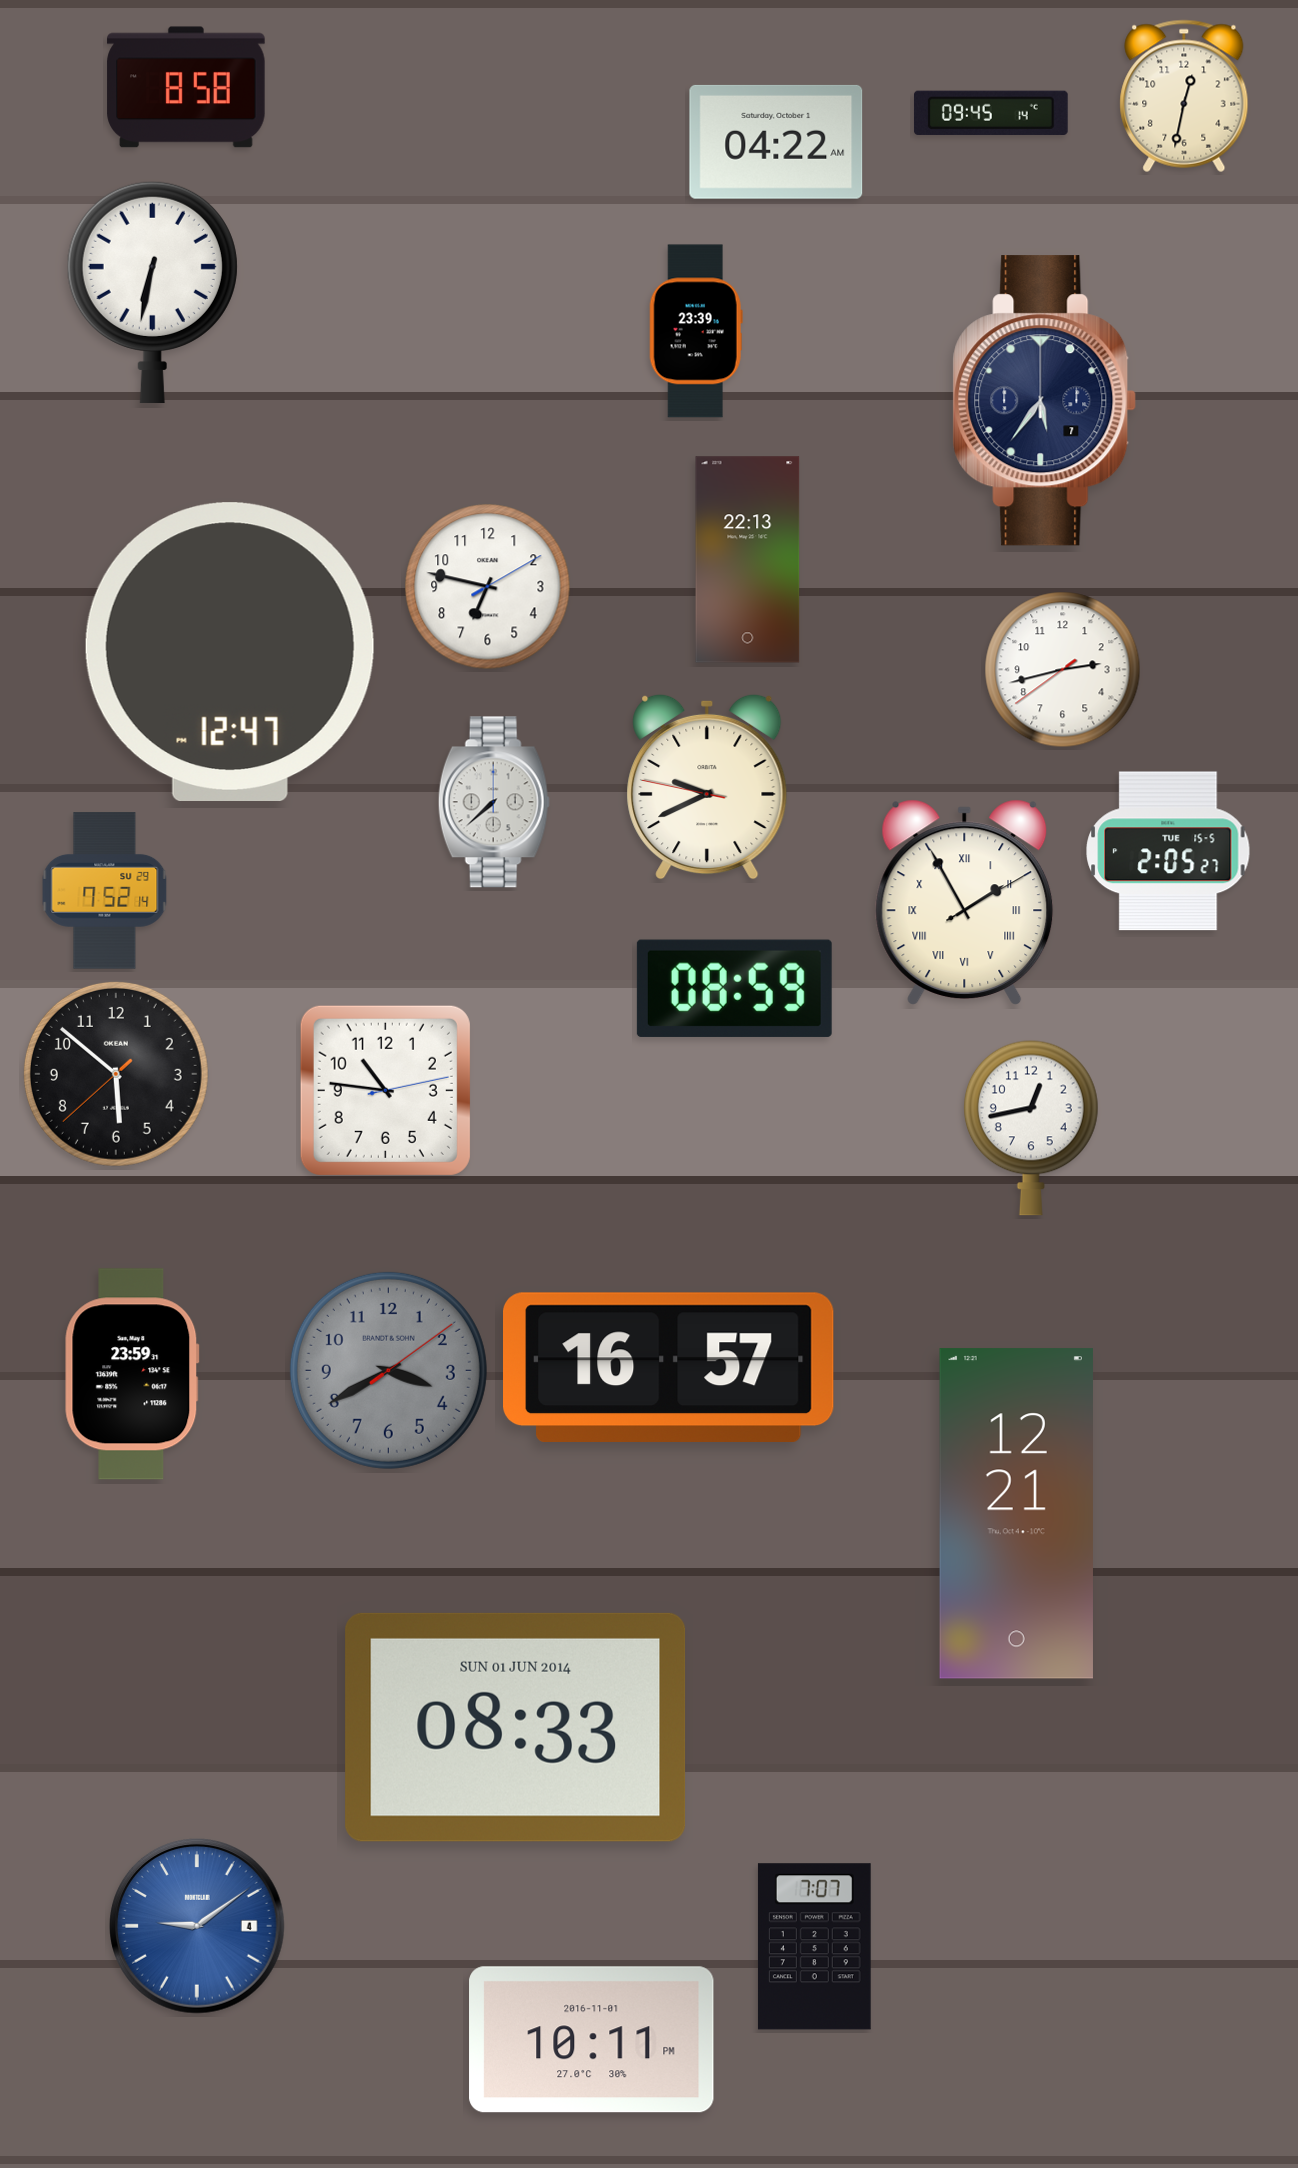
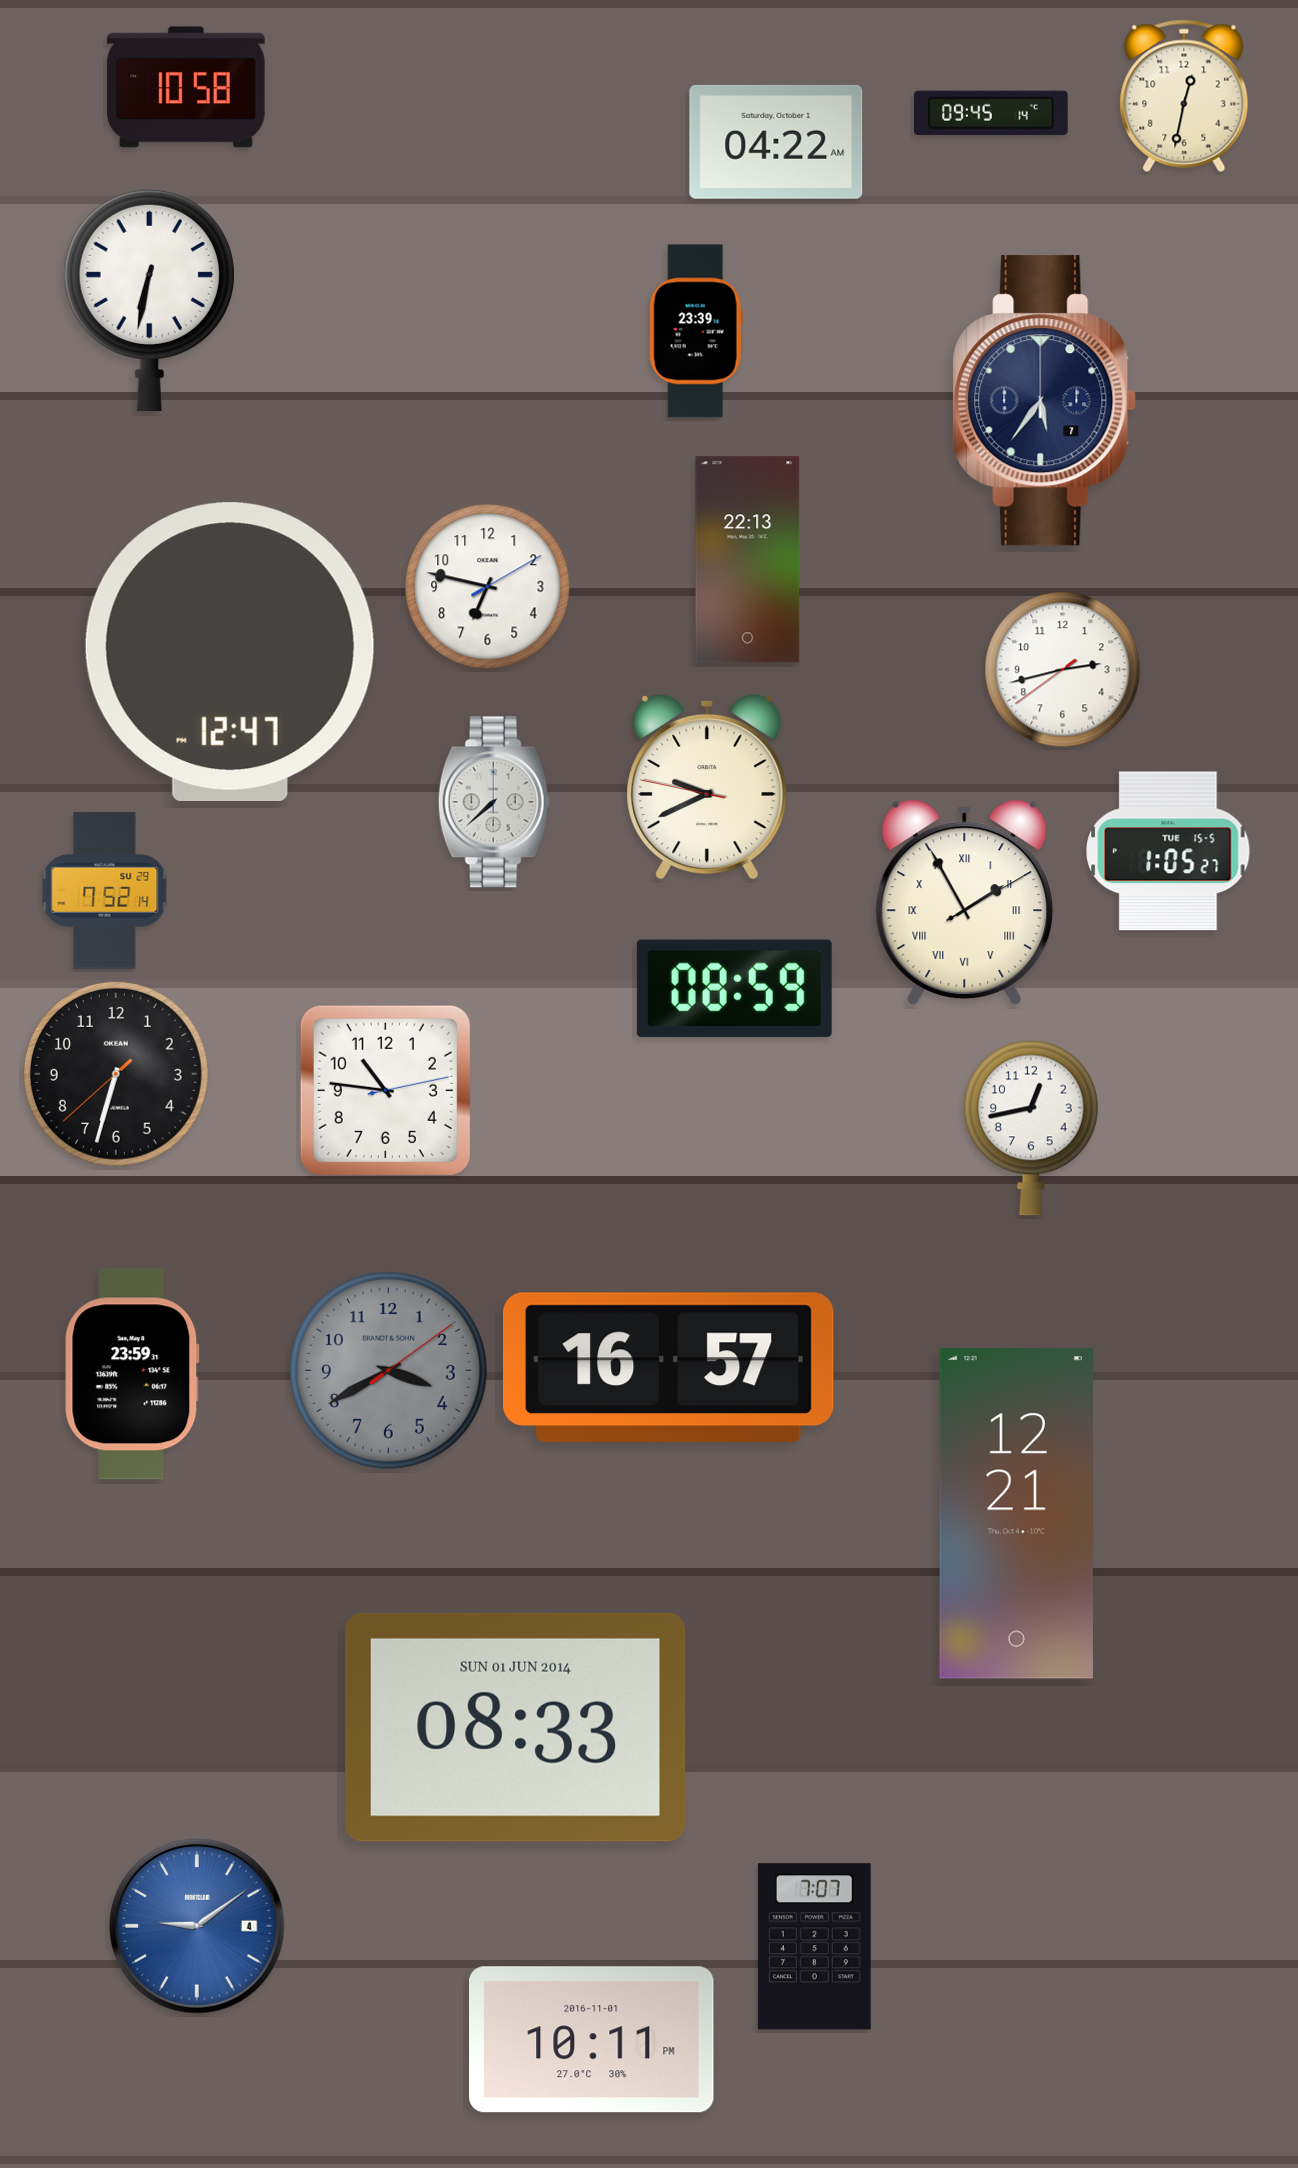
clock at (186, 87): 8:58 -> 10:58
clock at (152, 292) position: (152, 292) -> (149, 300)
clock at (1168, 851): 2:05 -> 1:05
clock at (116, 1074): 5:51 -> 6:32
